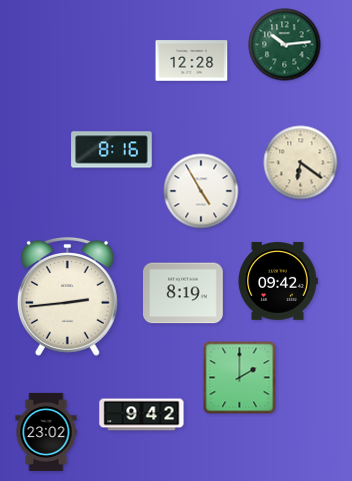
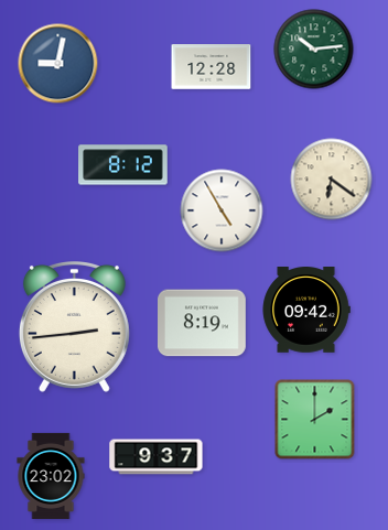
clock at (58, 64): none -> 9:02
clock at (112, 150): 8:16 -> 8:12
clock at (240, 378) position: (240, 378) -> (315, 420)
clock at (142, 415): 9:42 -> 9:37
